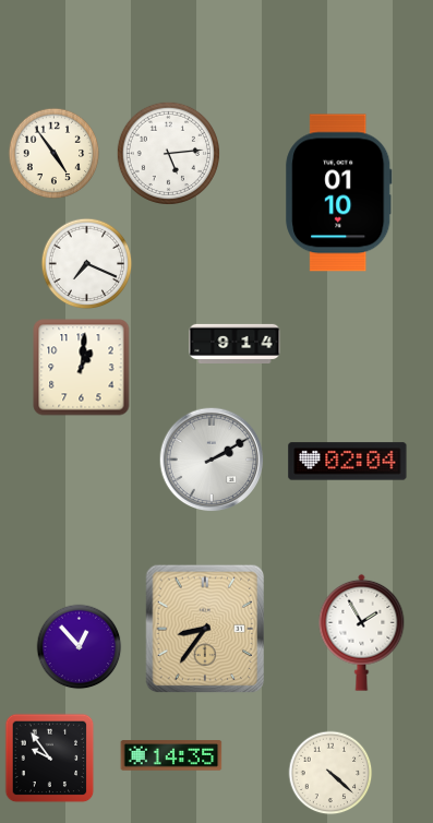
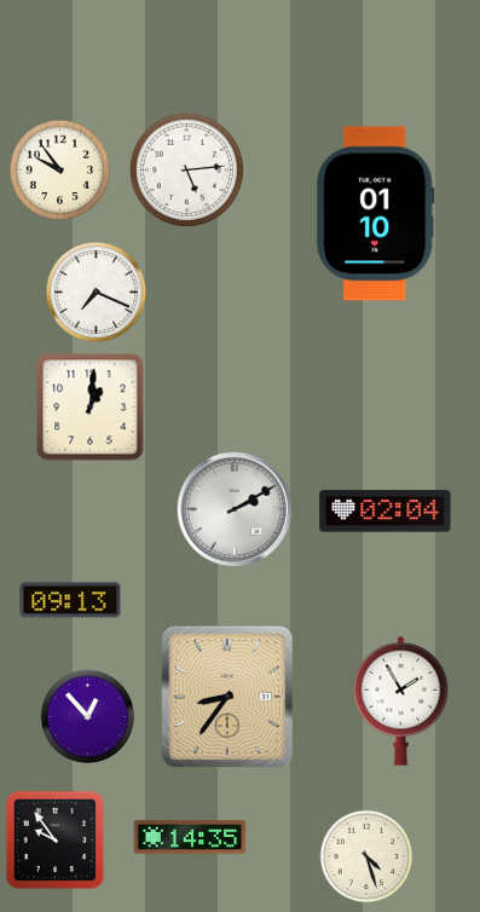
clock at (55, 154): 4:54 -> 9:54
clock at (234, 343): 9:14 -> none
clock at (70, 600): none -> 09:13
clock at (330, 773): 4:22 -> 4:27
